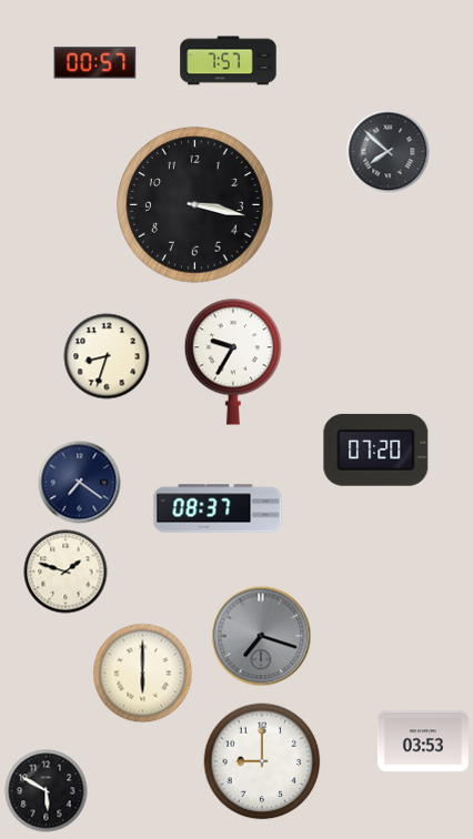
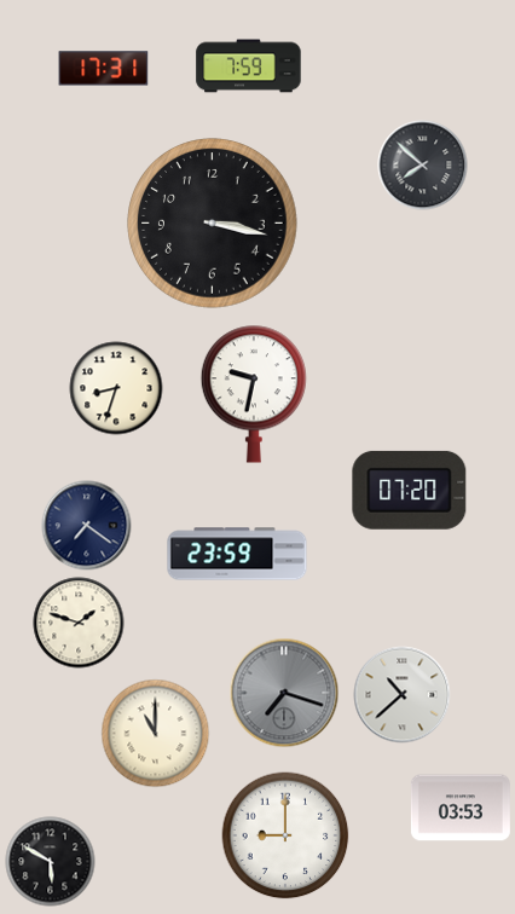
clock at (229, 61): 7:57 -> 7:59
clock at (95, 63): 00:57 -> 17:31
clock at (232, 362): 9:35 -> 9:32
clock at (218, 508): 08:37 -> 23:59
clock at (66, 572) position: (66, 572) -> (79, 623)
clock at (403, 695): none -> 10:38
clock at (143, 674): 6:00 -> 11:00
clock at (262, 761) position: (262, 761) -> (285, 835)
